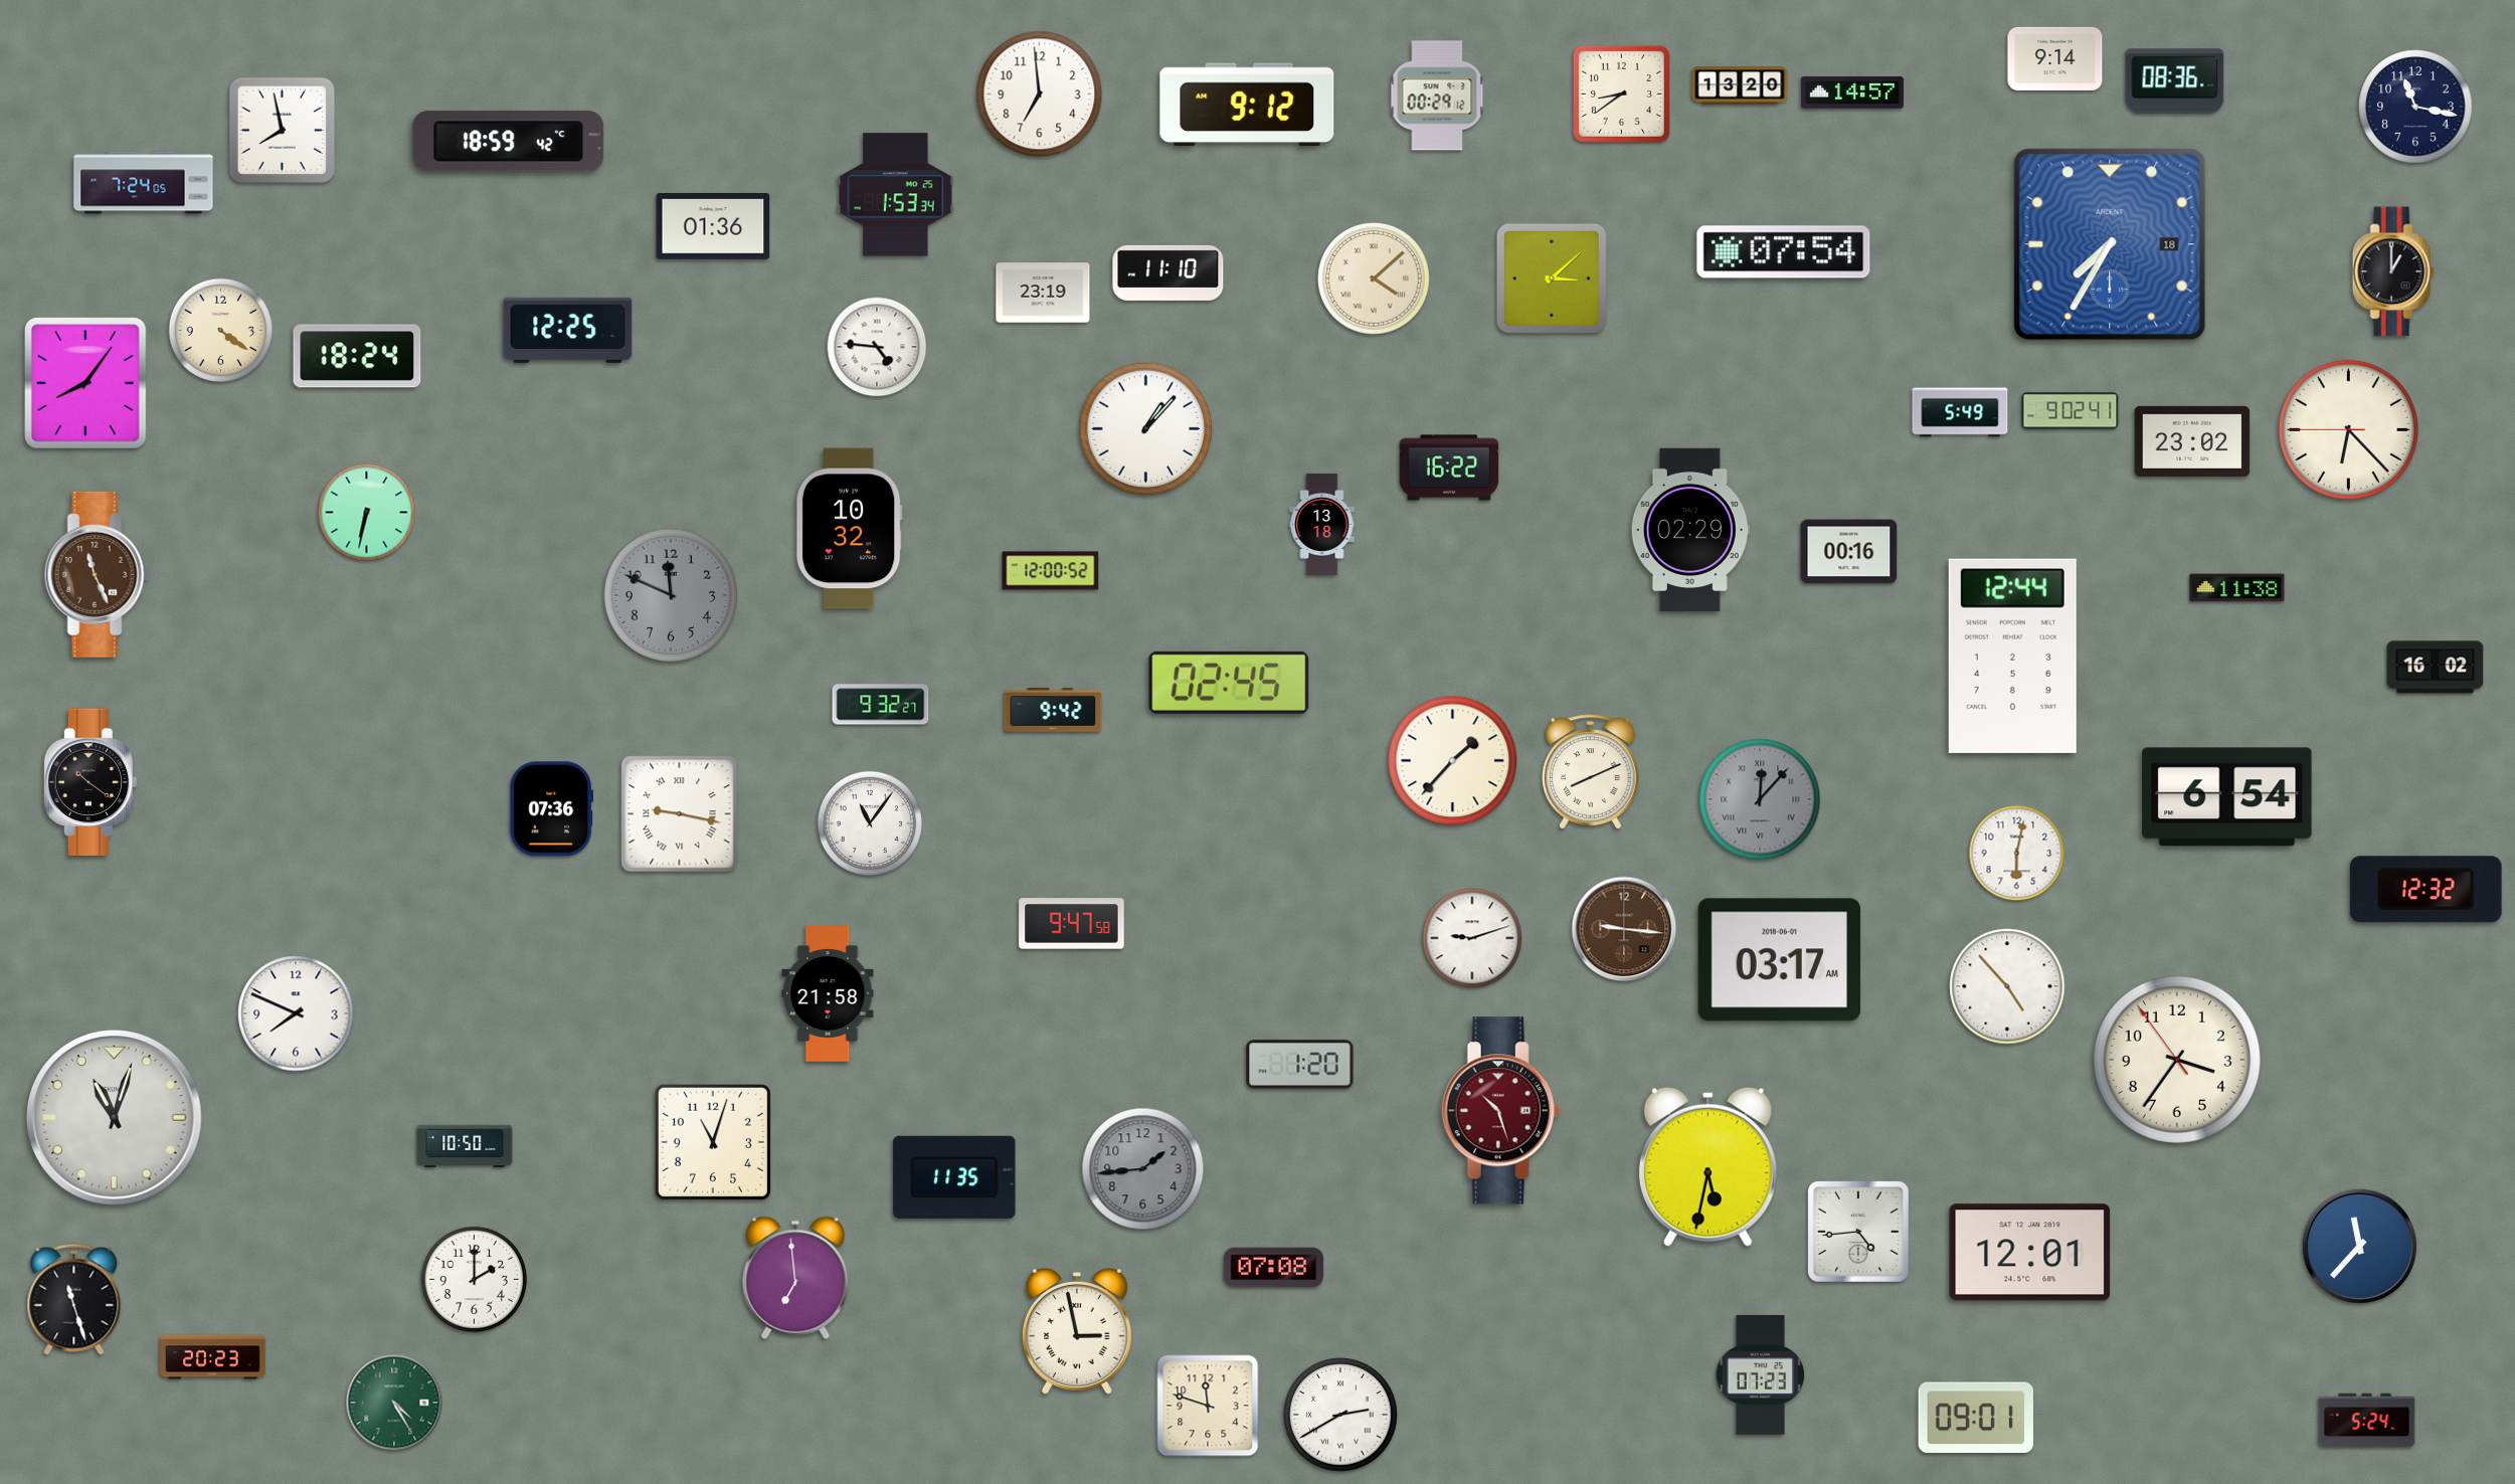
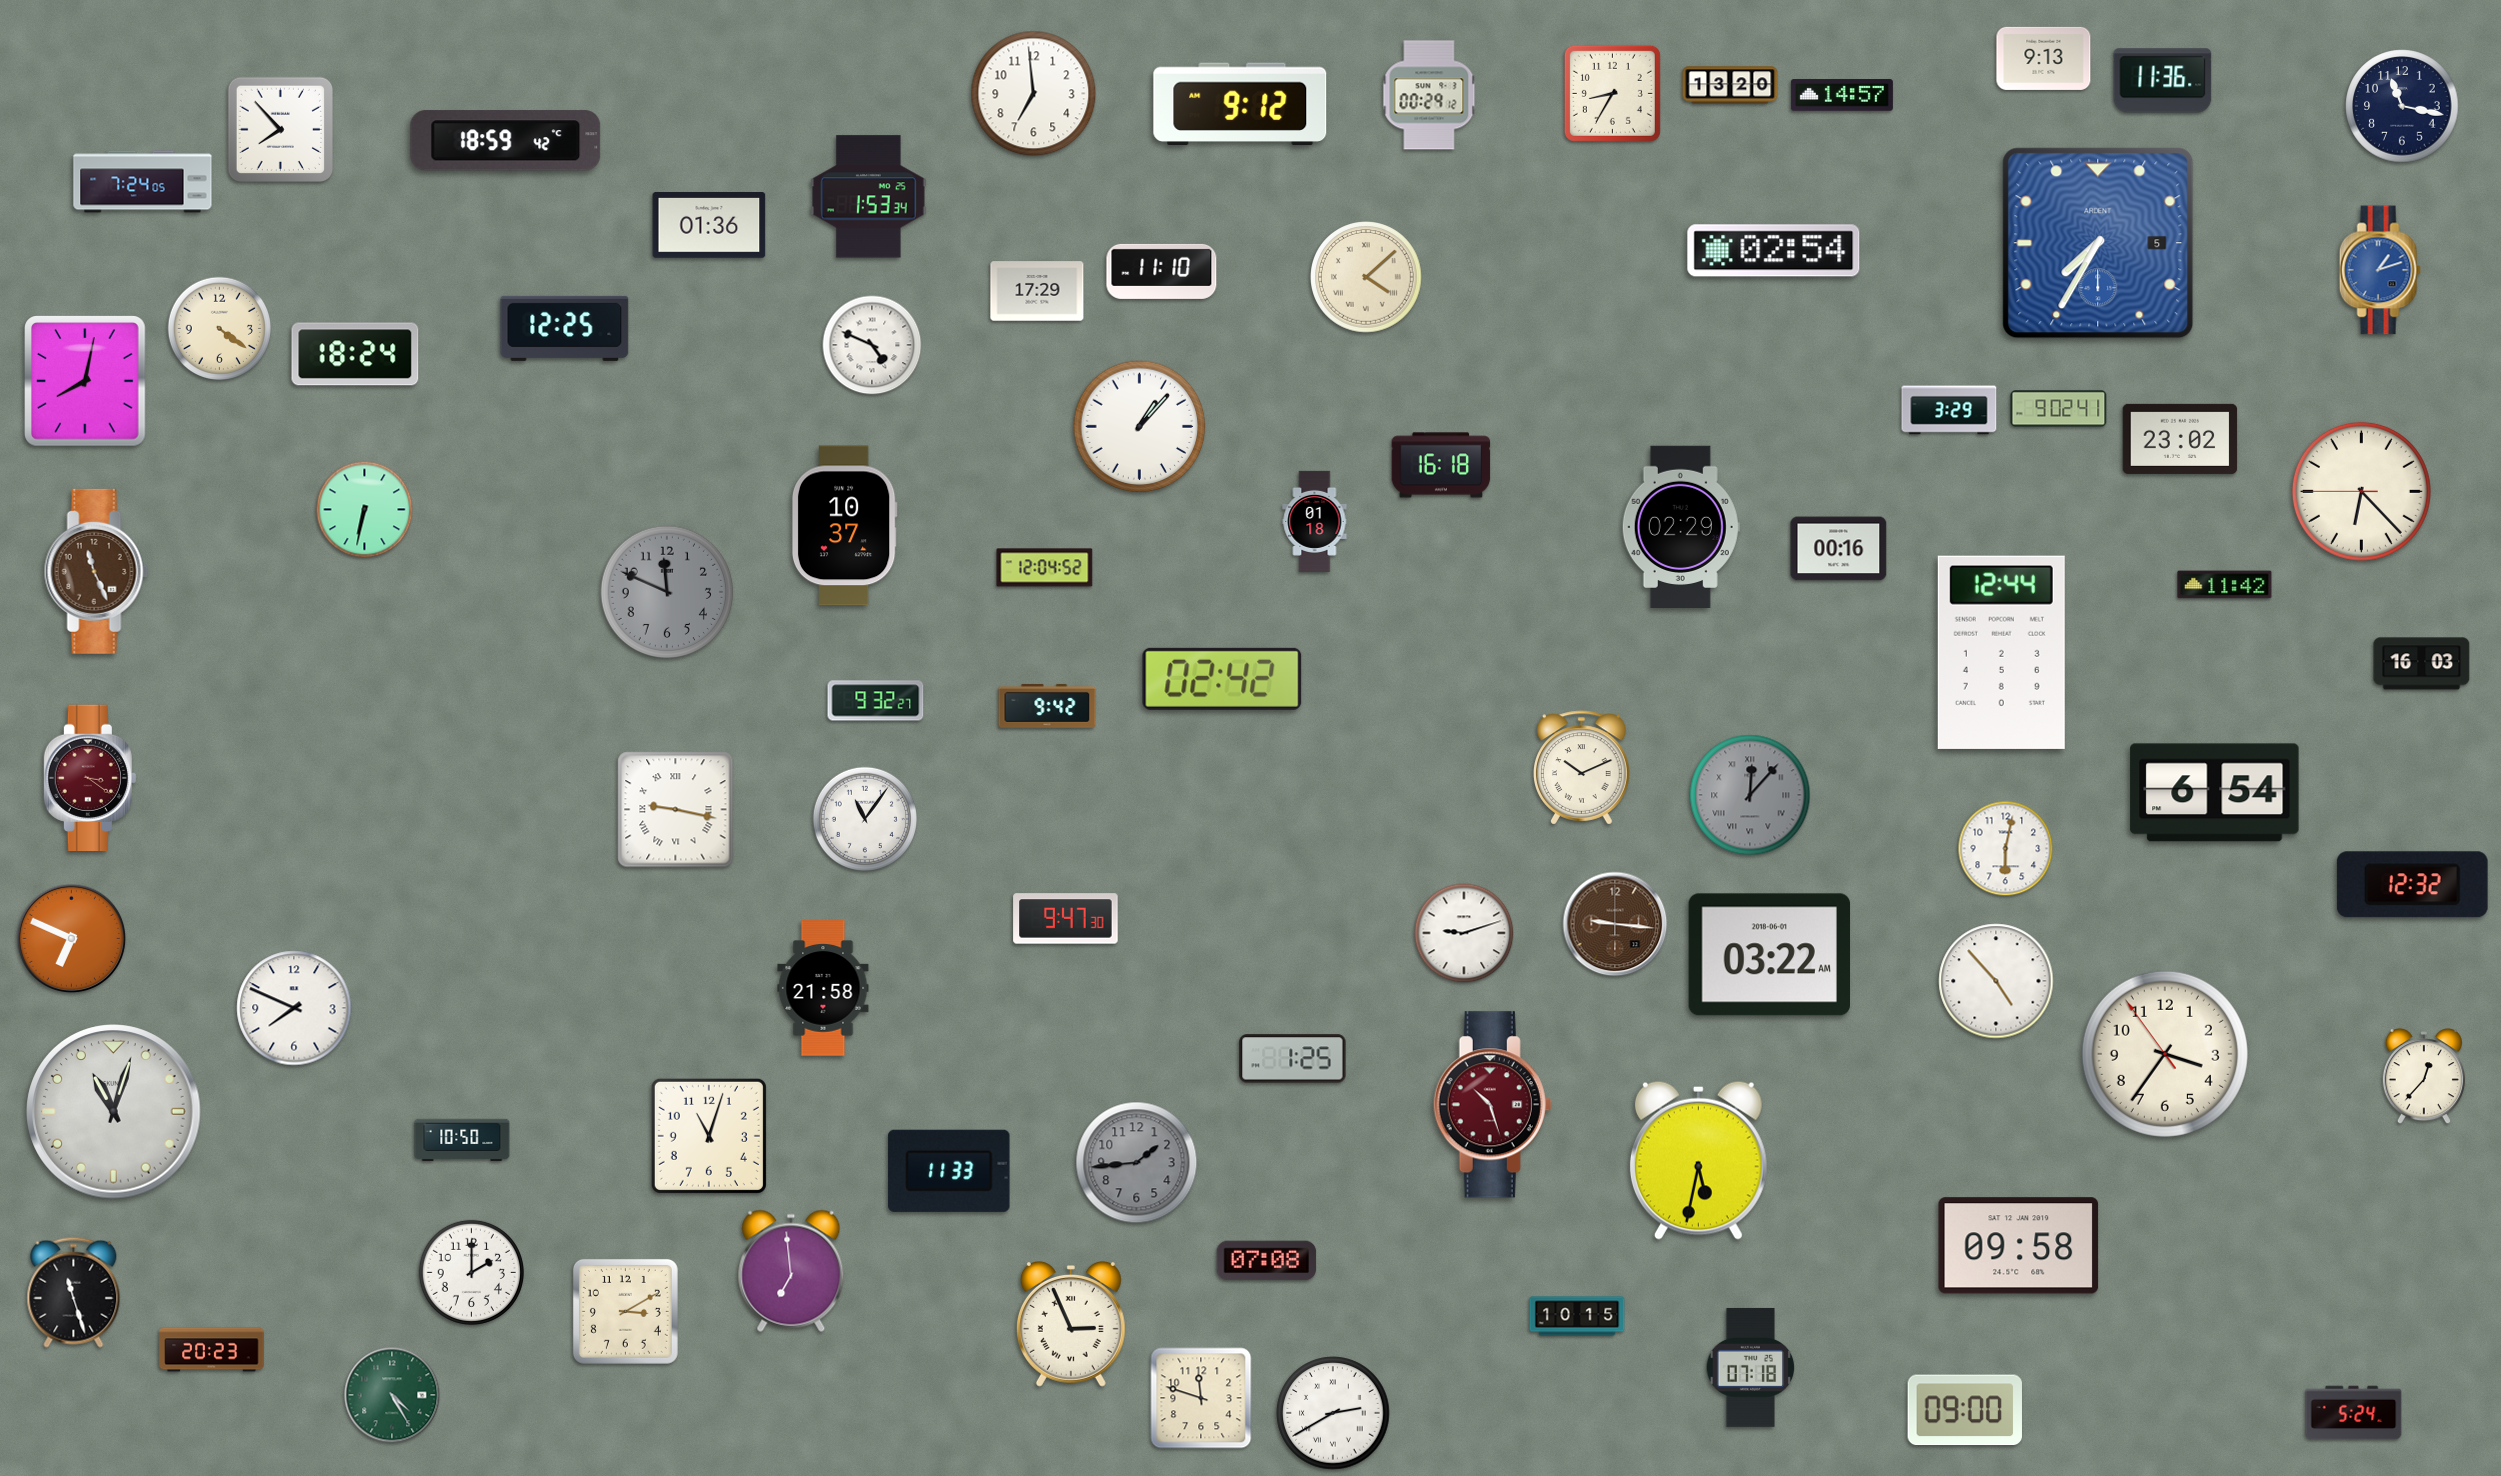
clock at (2055, 58): 9:14 -> 9:13
clock at (2175, 81): 08:36 -> 11:36
clock at (1852, 92) position: (1852, 92) -> (1842, 95)
clock at (1621, 94): 8:39 -> 8:35
clock at (282, 130): 7:58 -> 7:53
clock at (896, 195) position: (896, 195) -> (869, 197)
clock at (2110, 244) date: 18 -> 5
clock at (1784, 252): 07:54 -> 02:54
clock at (2393, 271): 1:00 -> 1:12
clock at (2393, 271) dial: black -> blue
clock at (1552, 279): 3:08 -> none
clock at (1043, 293): 23:19 -> 17:29
clock at (877, 347): 4:46 -> 4:49
clock at (86, 383): 8:06 -> 8:02
clock at (1960, 412): 5:49 -> 3:29
clock at (2348, 429) position: (2348, 429) -> (2361, 491)
clock at (1449, 468): 16:22 -> 16:18
clock at (1322, 524): 13:18 -> 01:18
clock at (849, 529): 10:32 -> 10:37
clock at (1051, 571): 12:00 -> 12:04
clock at (2237, 588): 11:38 -> 11:42
clock at (2436, 668): 16:02 -> 16:03
clock at (1229, 683): 02:45 -> 02:42
clock at (1453, 761): 1:37 -> none
clock at (1591, 772): 8:11 -> 10:11
clock at (91, 781): 10:21 -> 3:21
clock at (91, 781) dial: black -> burgundy
clock at (552, 809): 07:36 -> none
clock at (1072, 924): 9:47:58 -> 9:47:30
clock at (72, 939): none -> 6:49
clock at (1779, 960): 03:17 -> 03:22
clock at (1300, 1065): 1:20 -> 1:25
clock at (2424, 1077): none -> 12:37
clock at (954, 1177): 11:35 -> 11:33
clock at (1858, 1232): 4:44 -> none
clock at (2359, 1246): 11:37 -> none
clock at (2030, 1253): 12:01 -> 09:58
clock at (625, 1311): none -> 3:10
clock at (1577, 1316): none -> 10:15
clock at (1077, 1332): 2:58 -> 2:56
clock at (1761, 1374): 07:23 -> 07:18
clock at (1340, 1415) position: (1340, 1415) -> (1333, 1413)
clock at (1976, 1418): 09:01 -> 09:00
